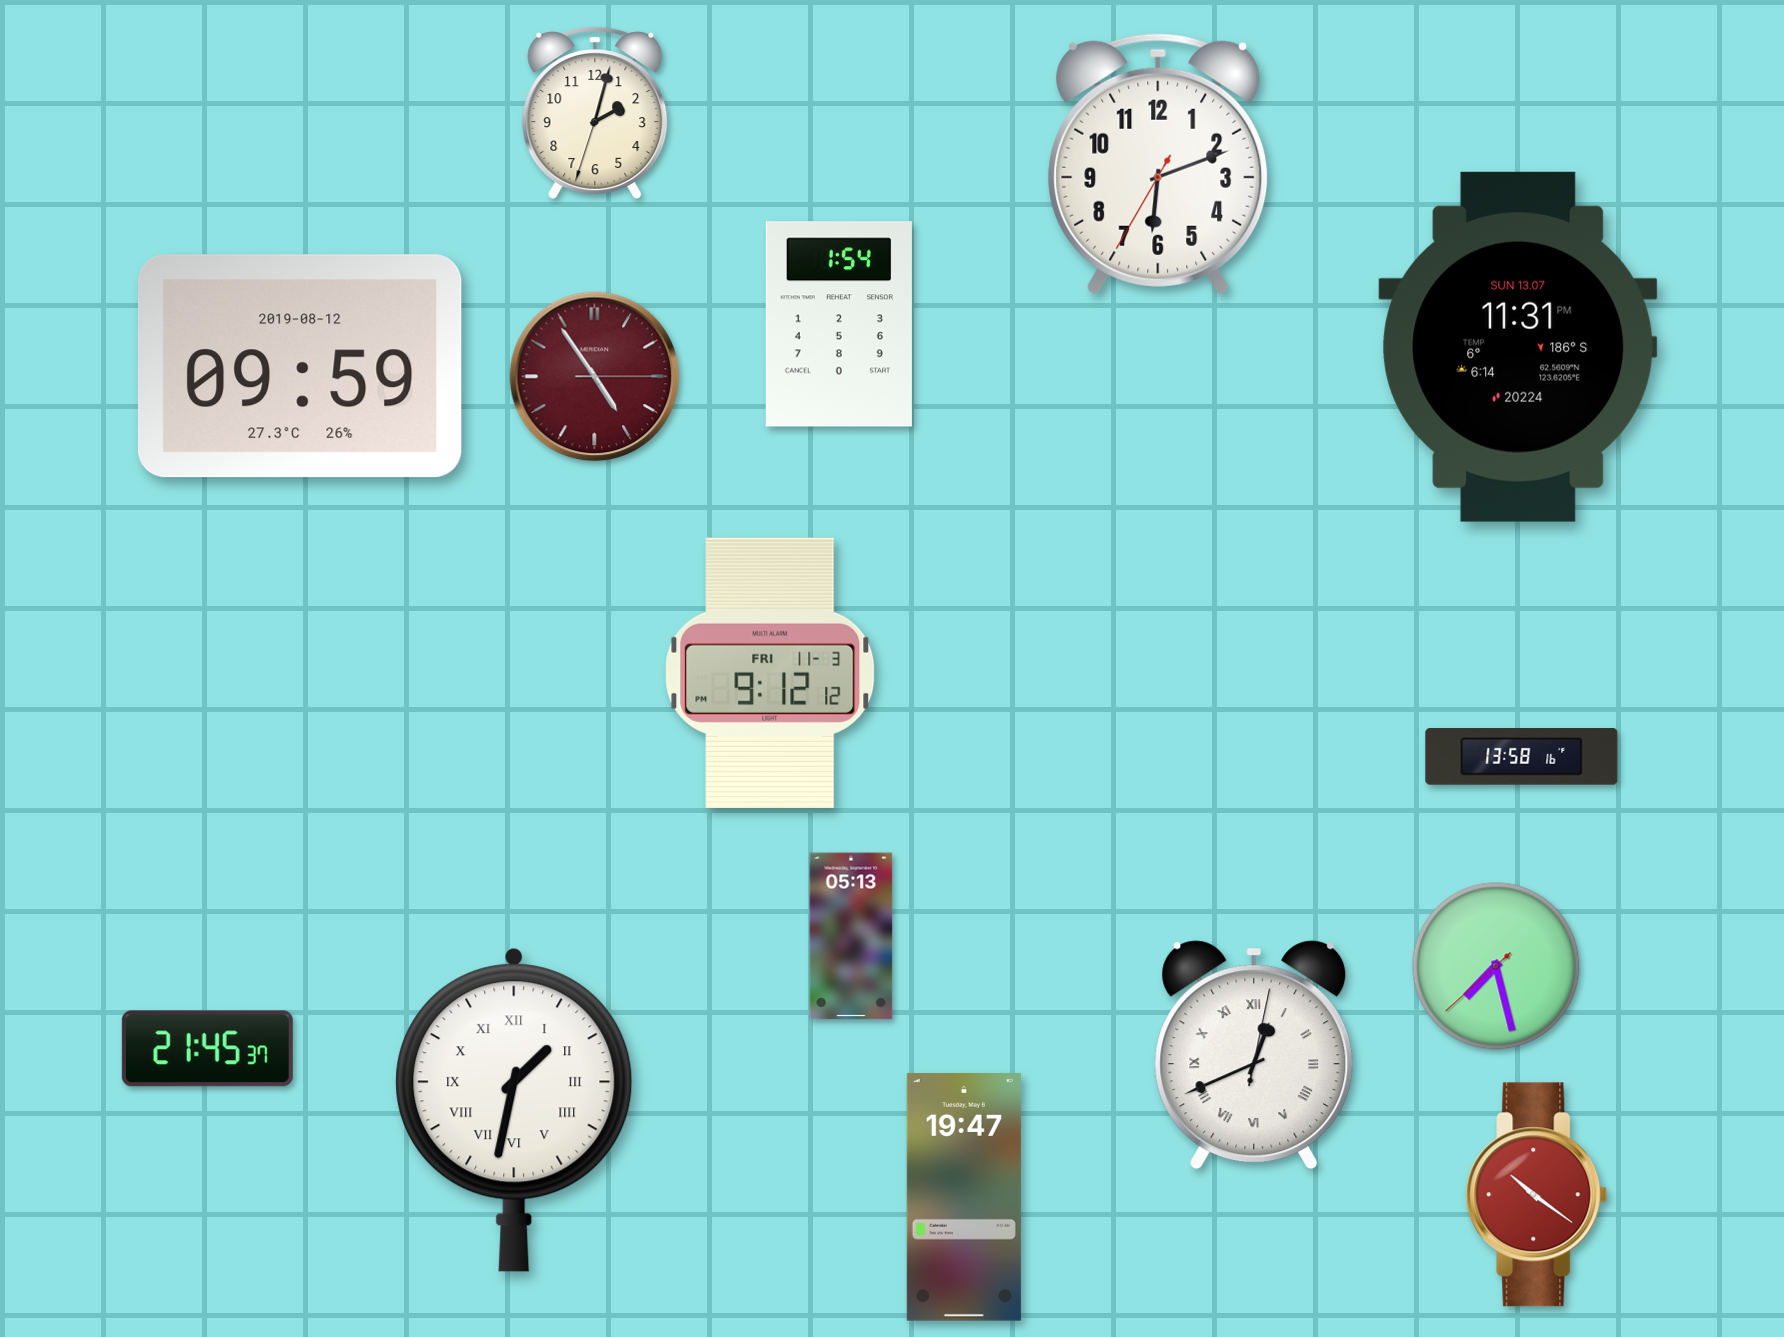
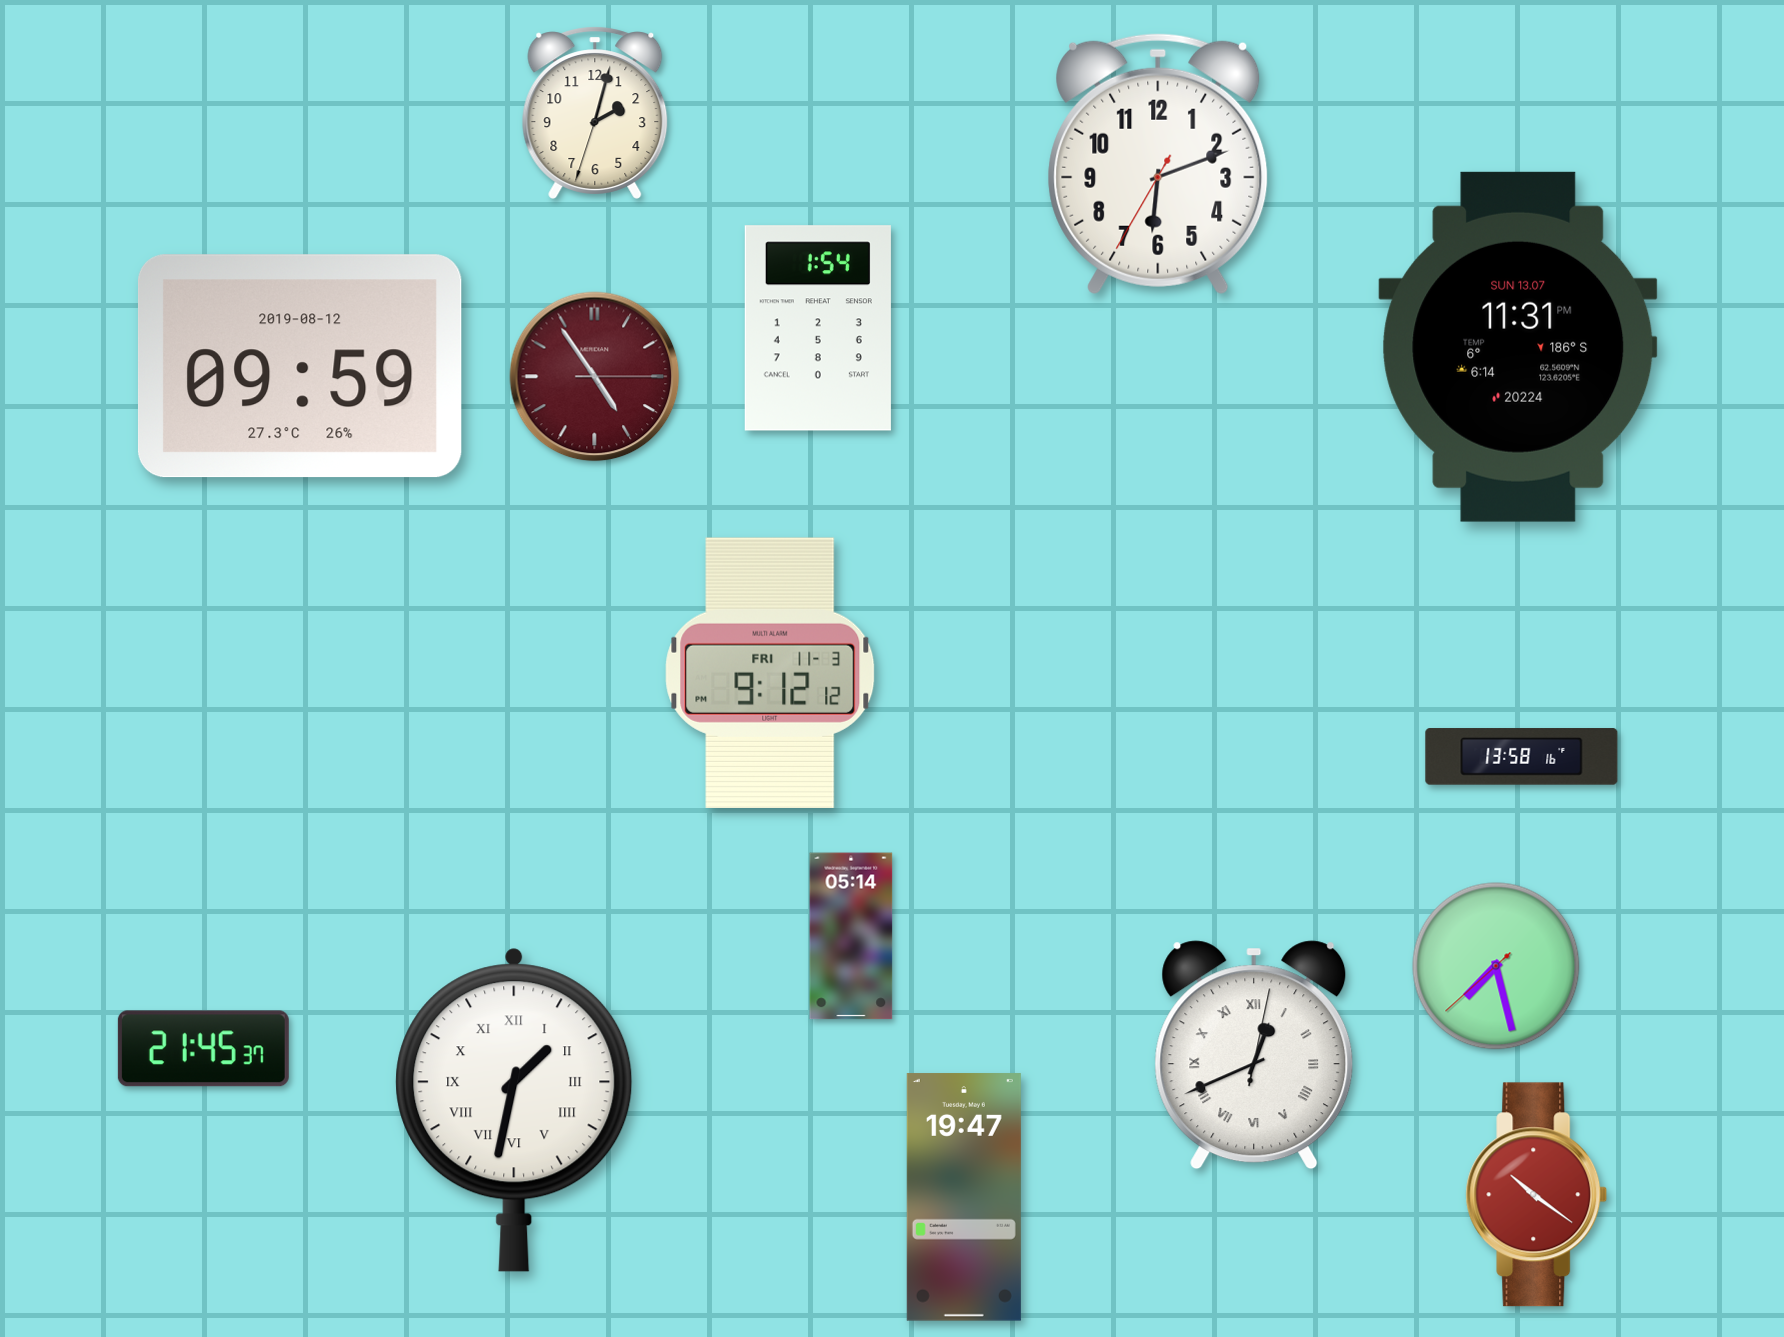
clock at (839, 324) position: (839, 324) -> (818, 328)
clock at (851, 936): 05:13 -> 05:14
clock at (207, 1049) position: (207, 1049) -> (203, 1049)
